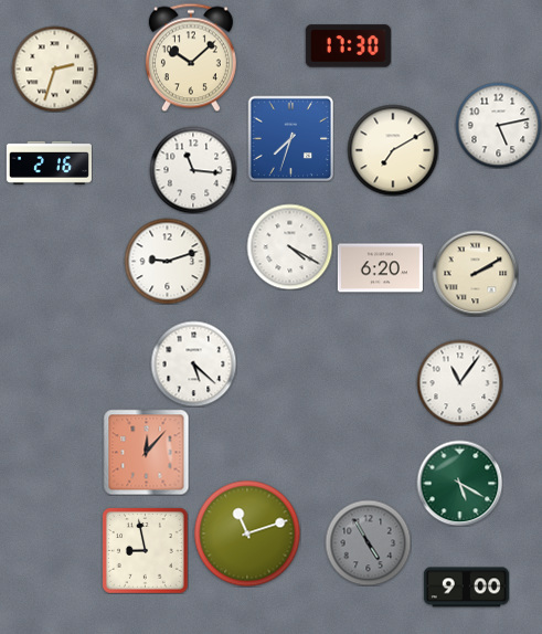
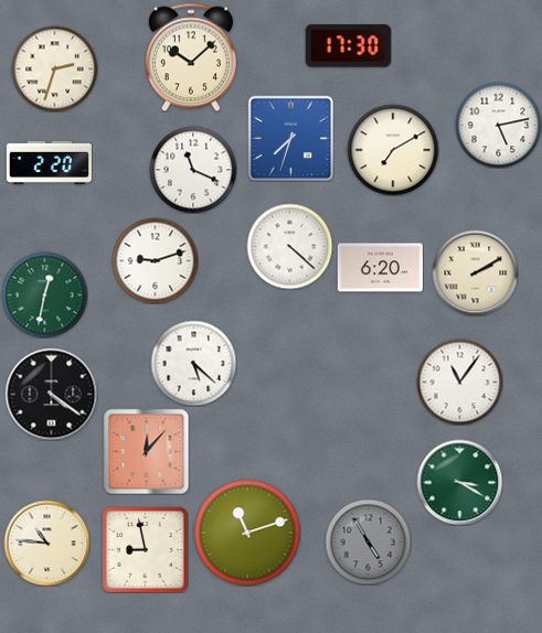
clock at (49, 162): 2:16 -> 2:20
clock at (193, 170): 11:16 -> 11:19
clock at (289, 246): 4:20 -> 4:22
clock at (167, 261) position: (167, 261) -> (155, 260)
clock at (44, 294): none -> 12:32
clock at (51, 394): none -> 4:21
clock at (459, 483): 5:20 -> 3:20
clock at (46, 543): none -> 10:46
clock at (466, 588): 9:00 -> none
